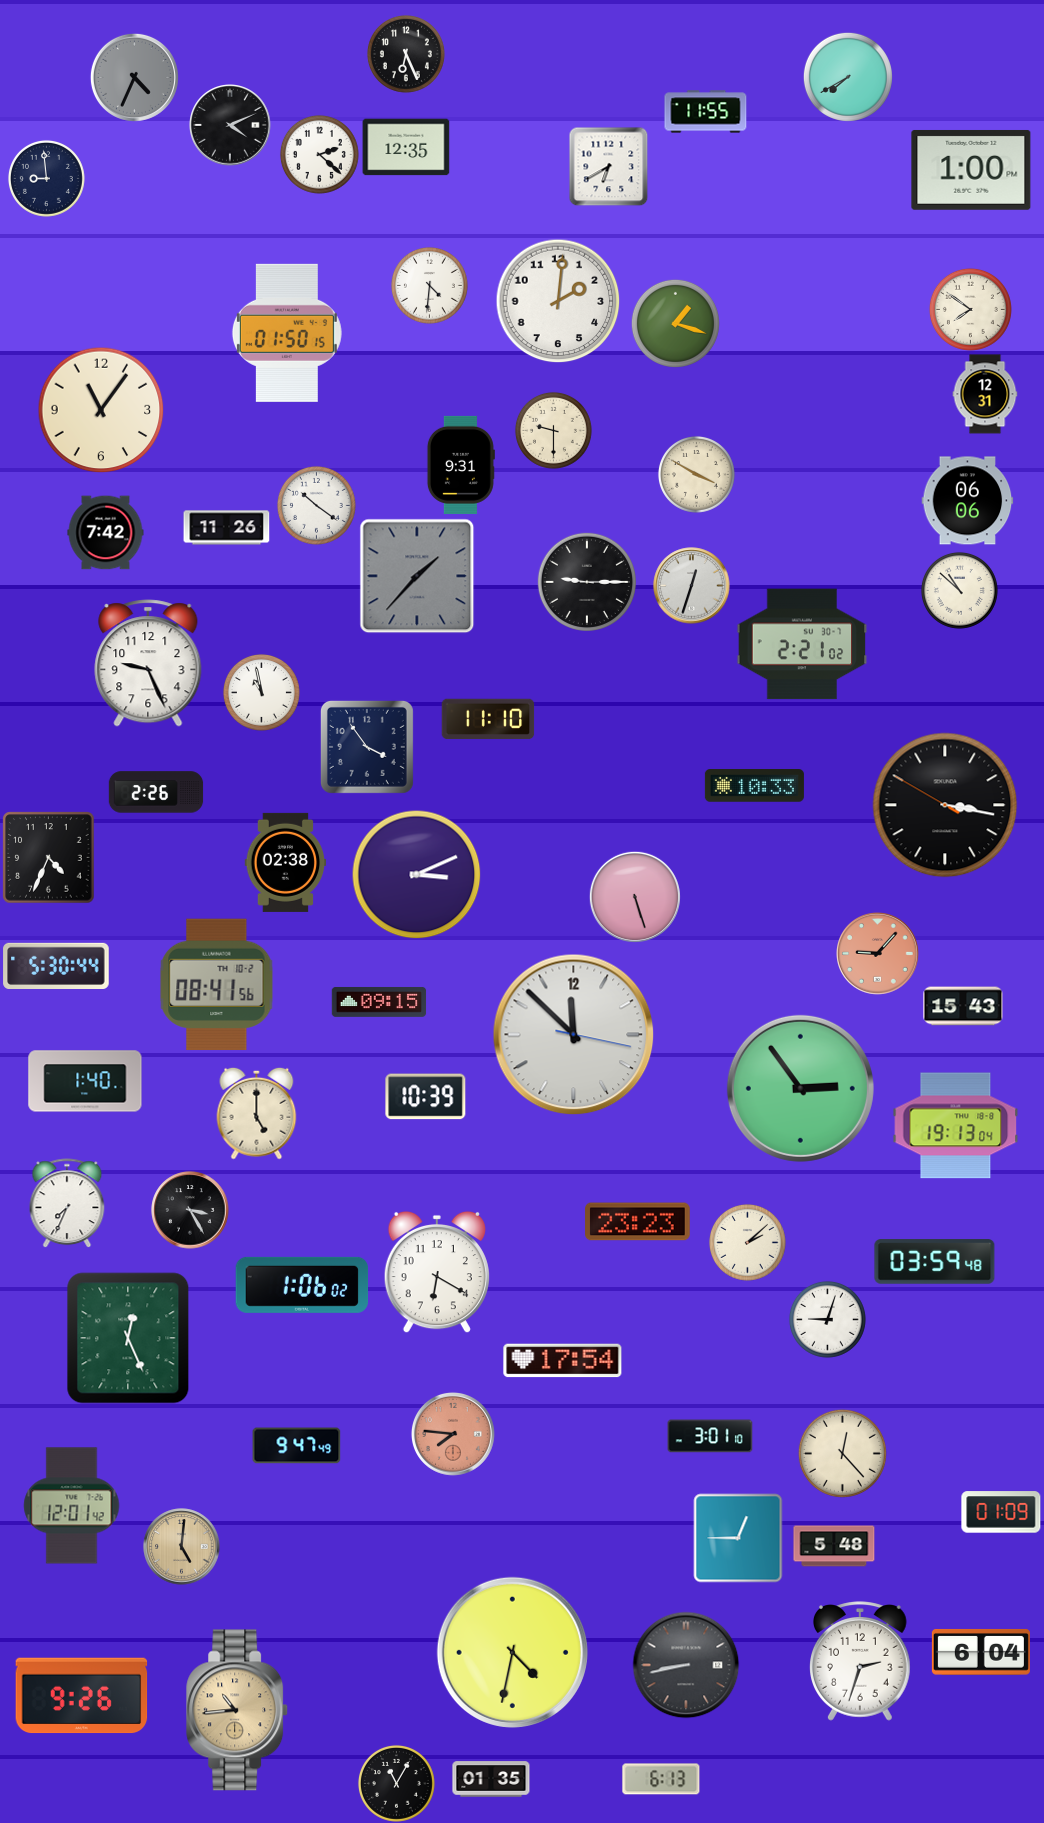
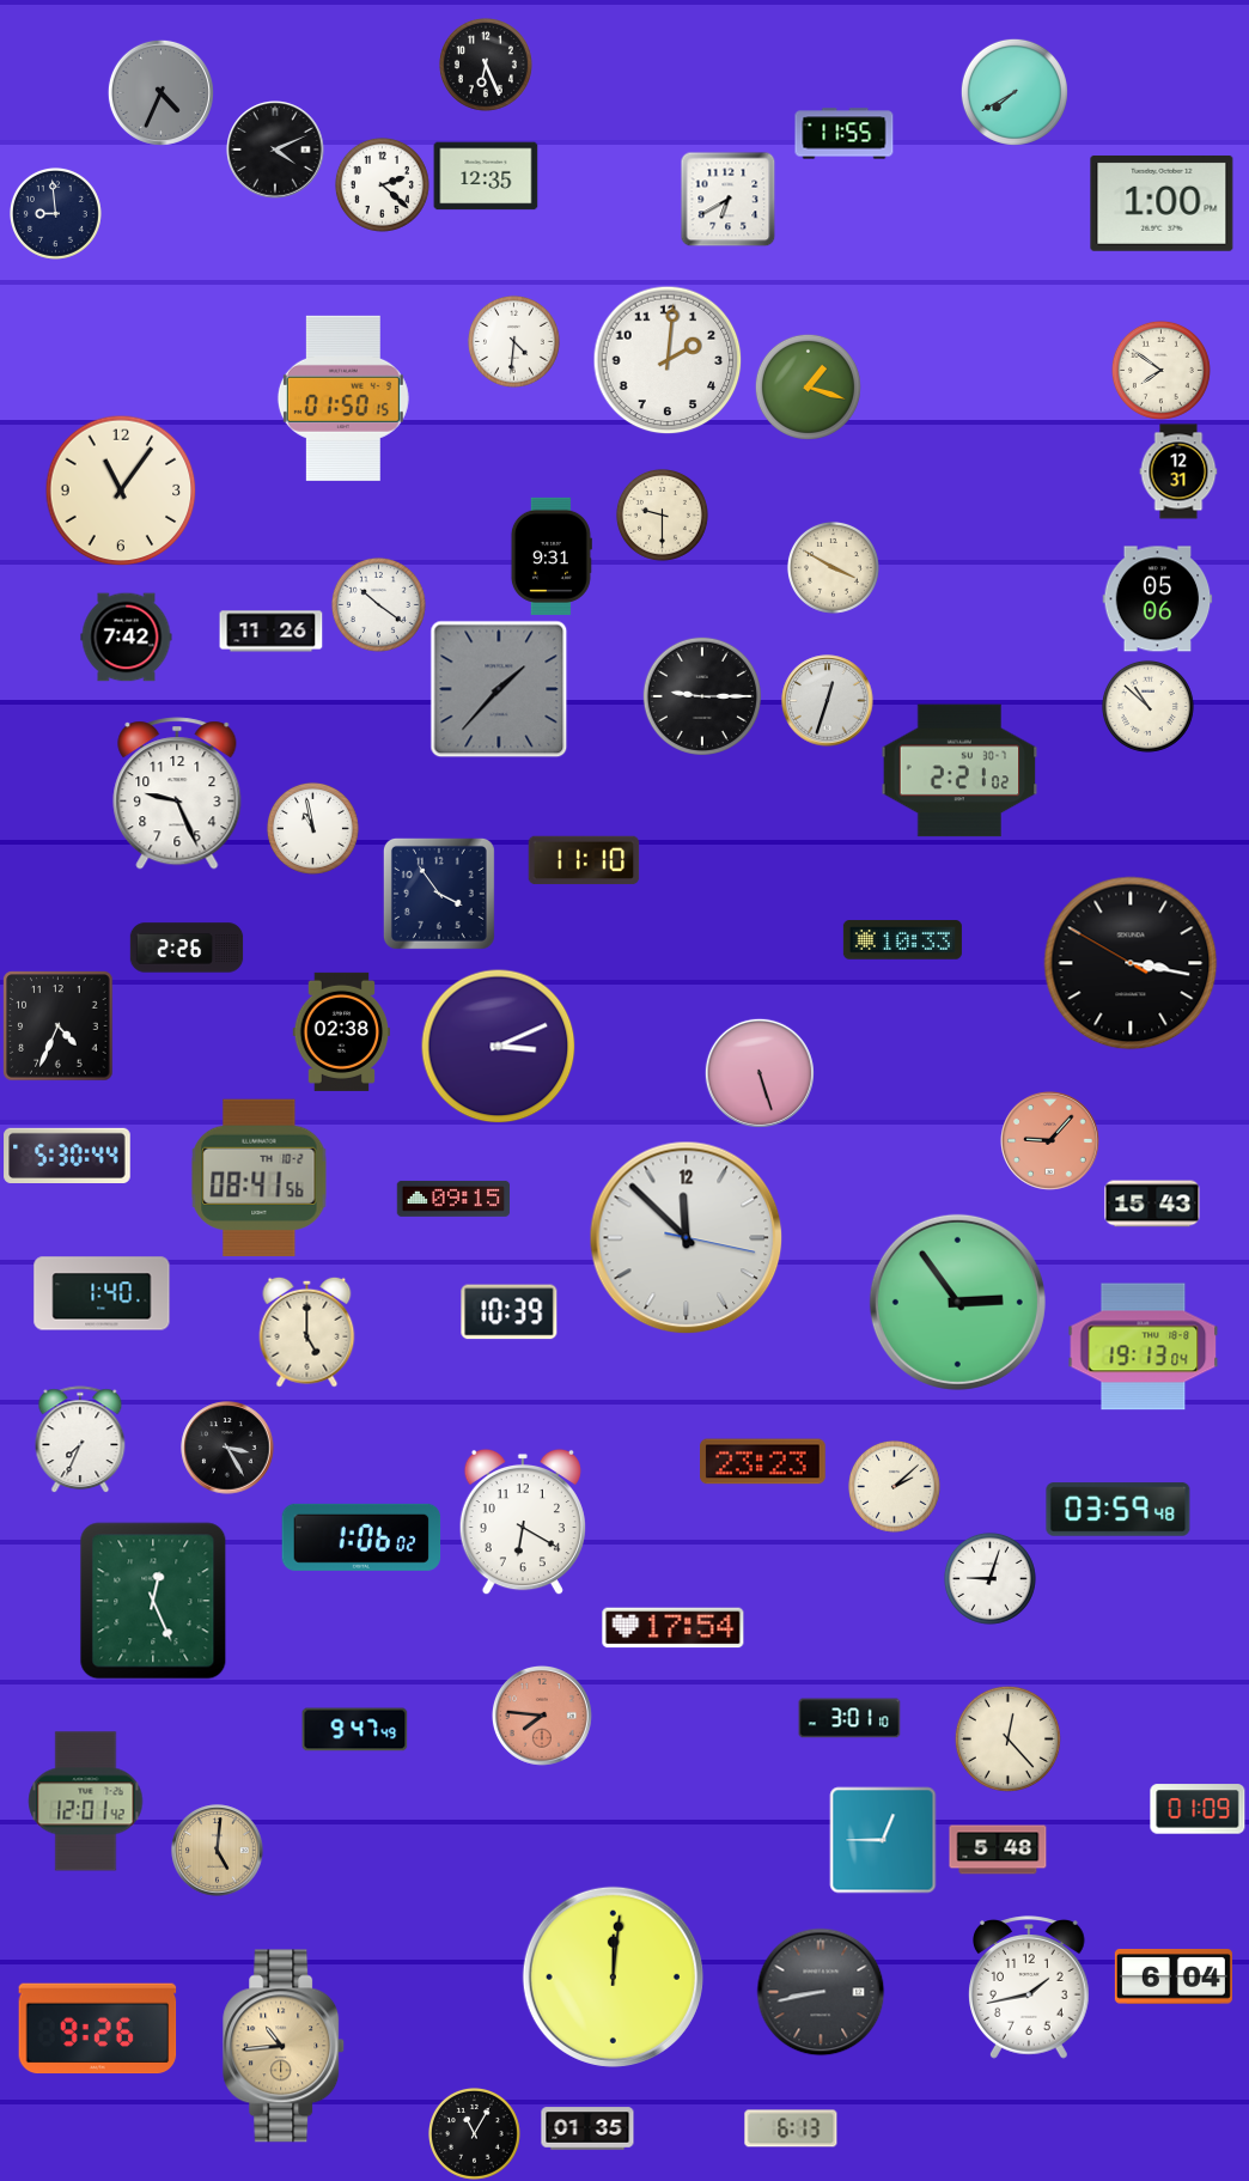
clock at (968, 501): 06:06 -> 05:06
clock at (512, 1652): 4:32 -> 12:01
clock at (861, 1661): 2:33 -> 1:43
